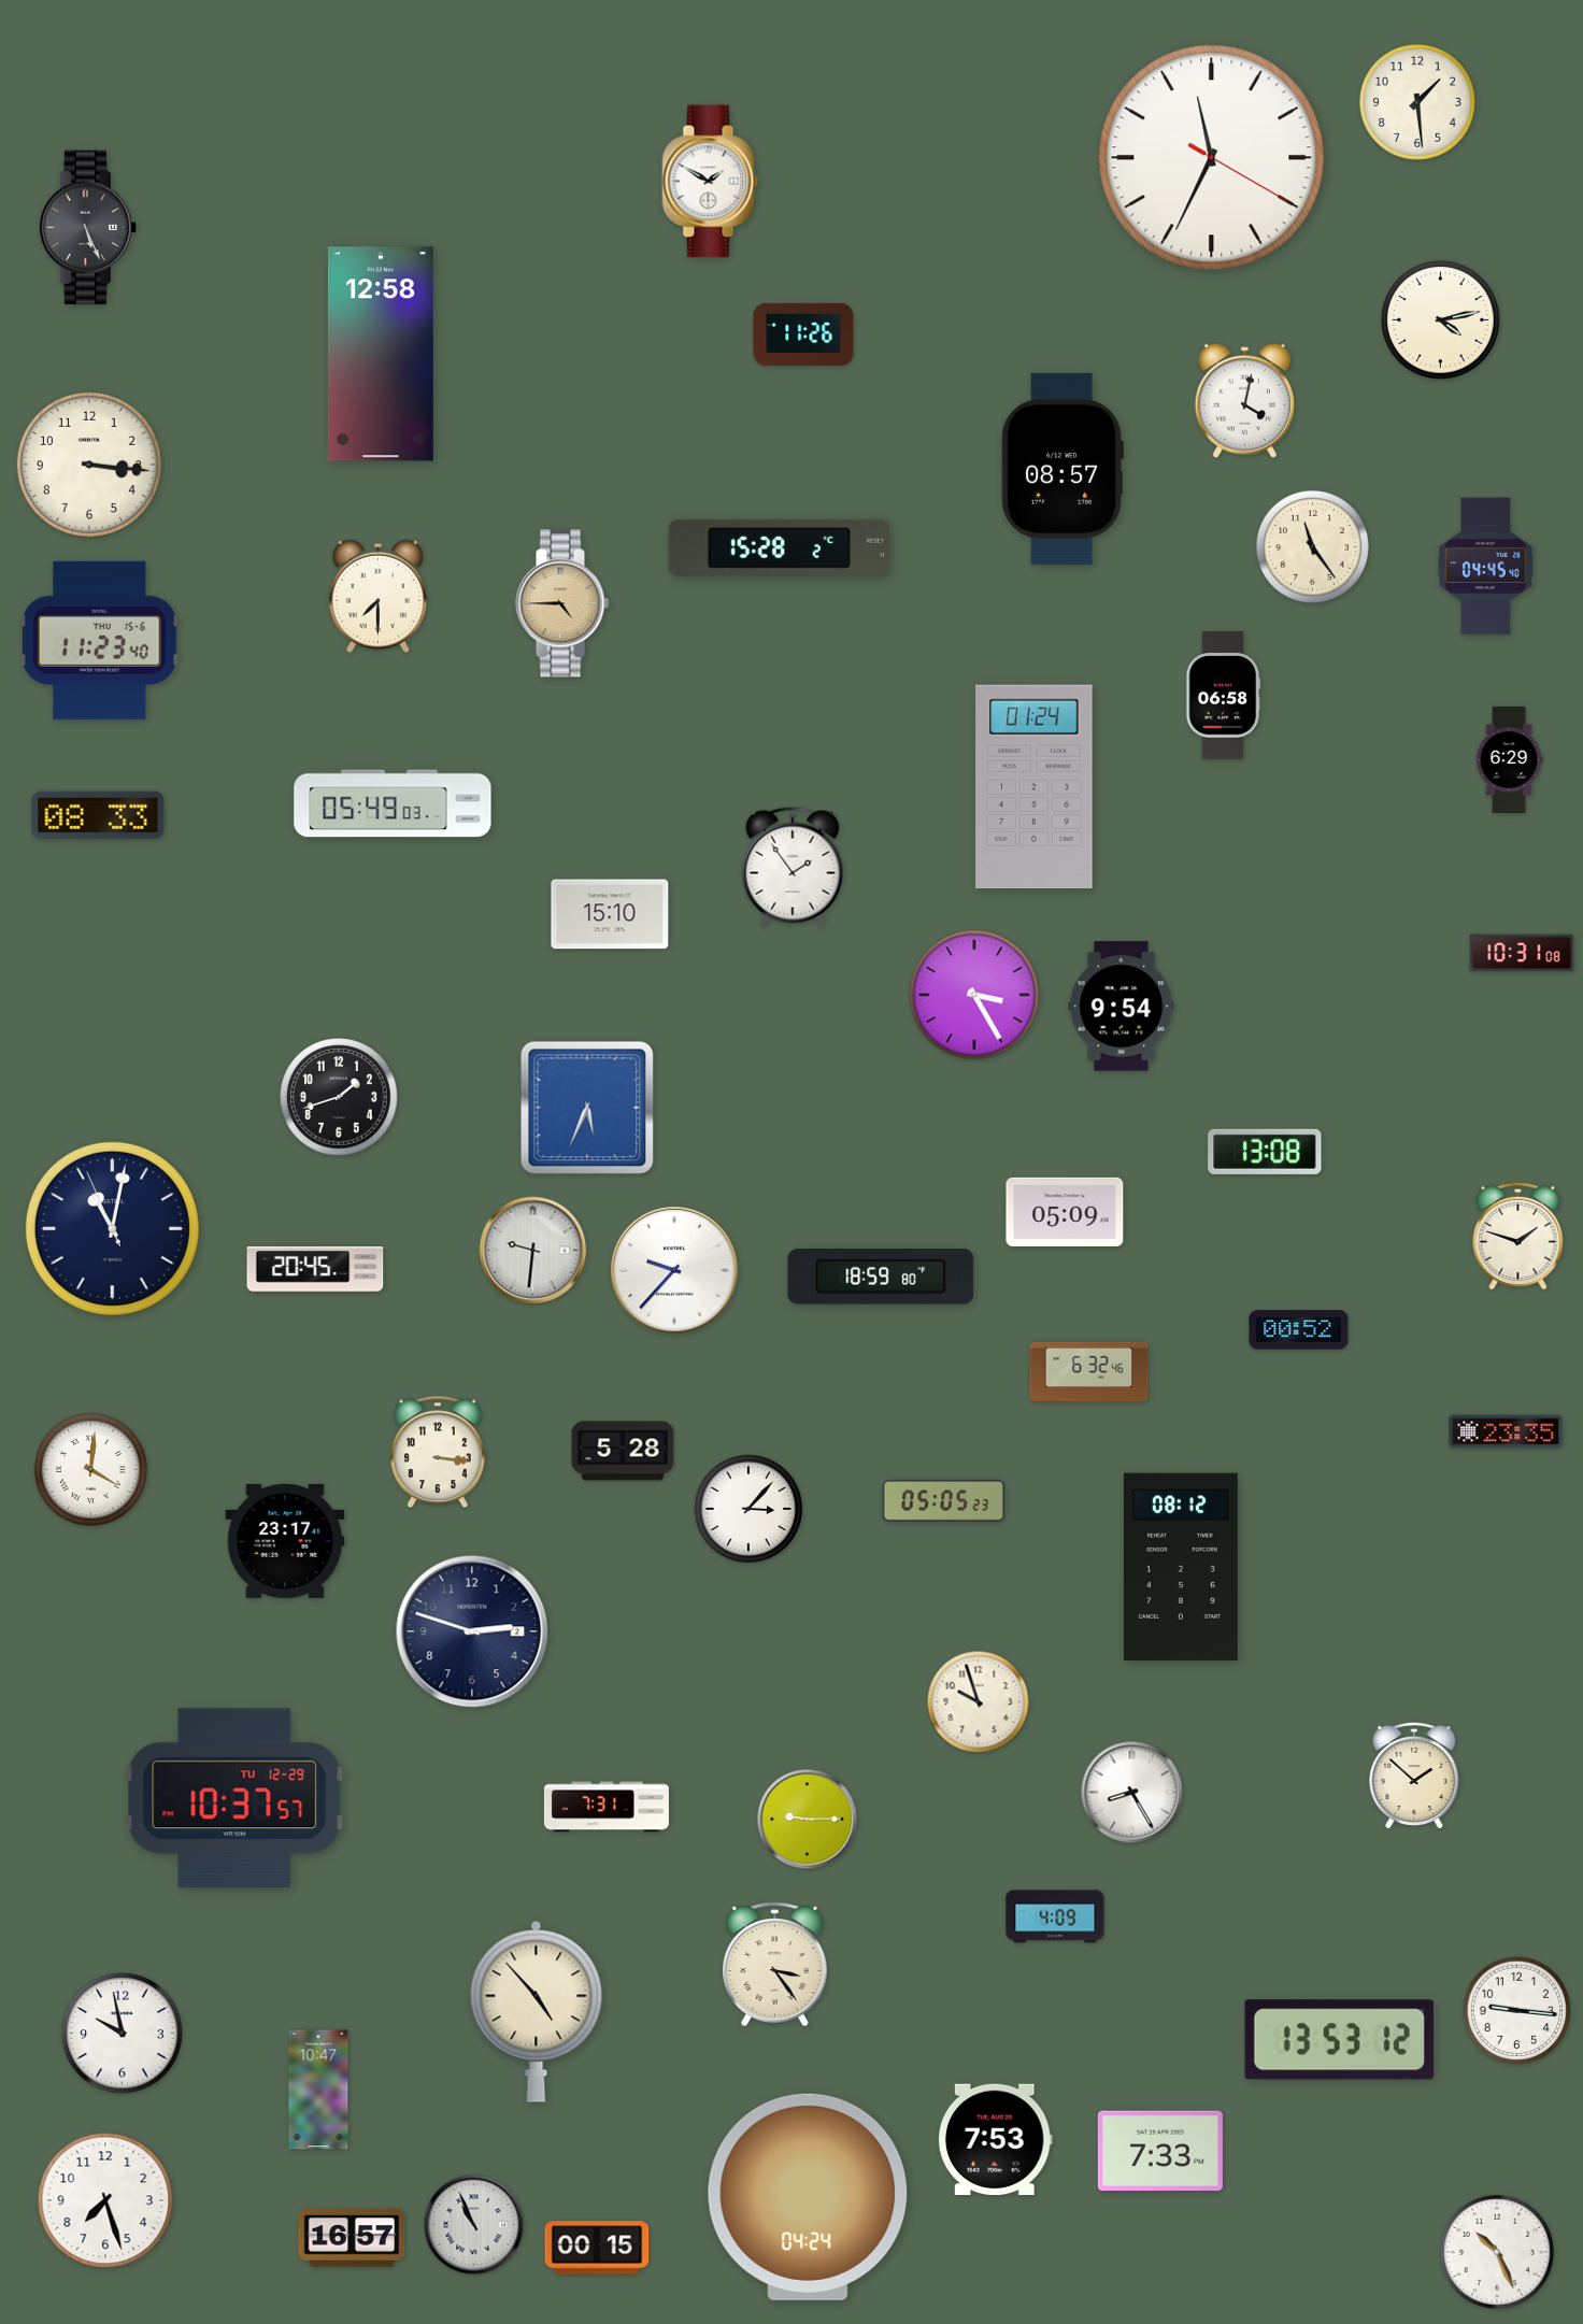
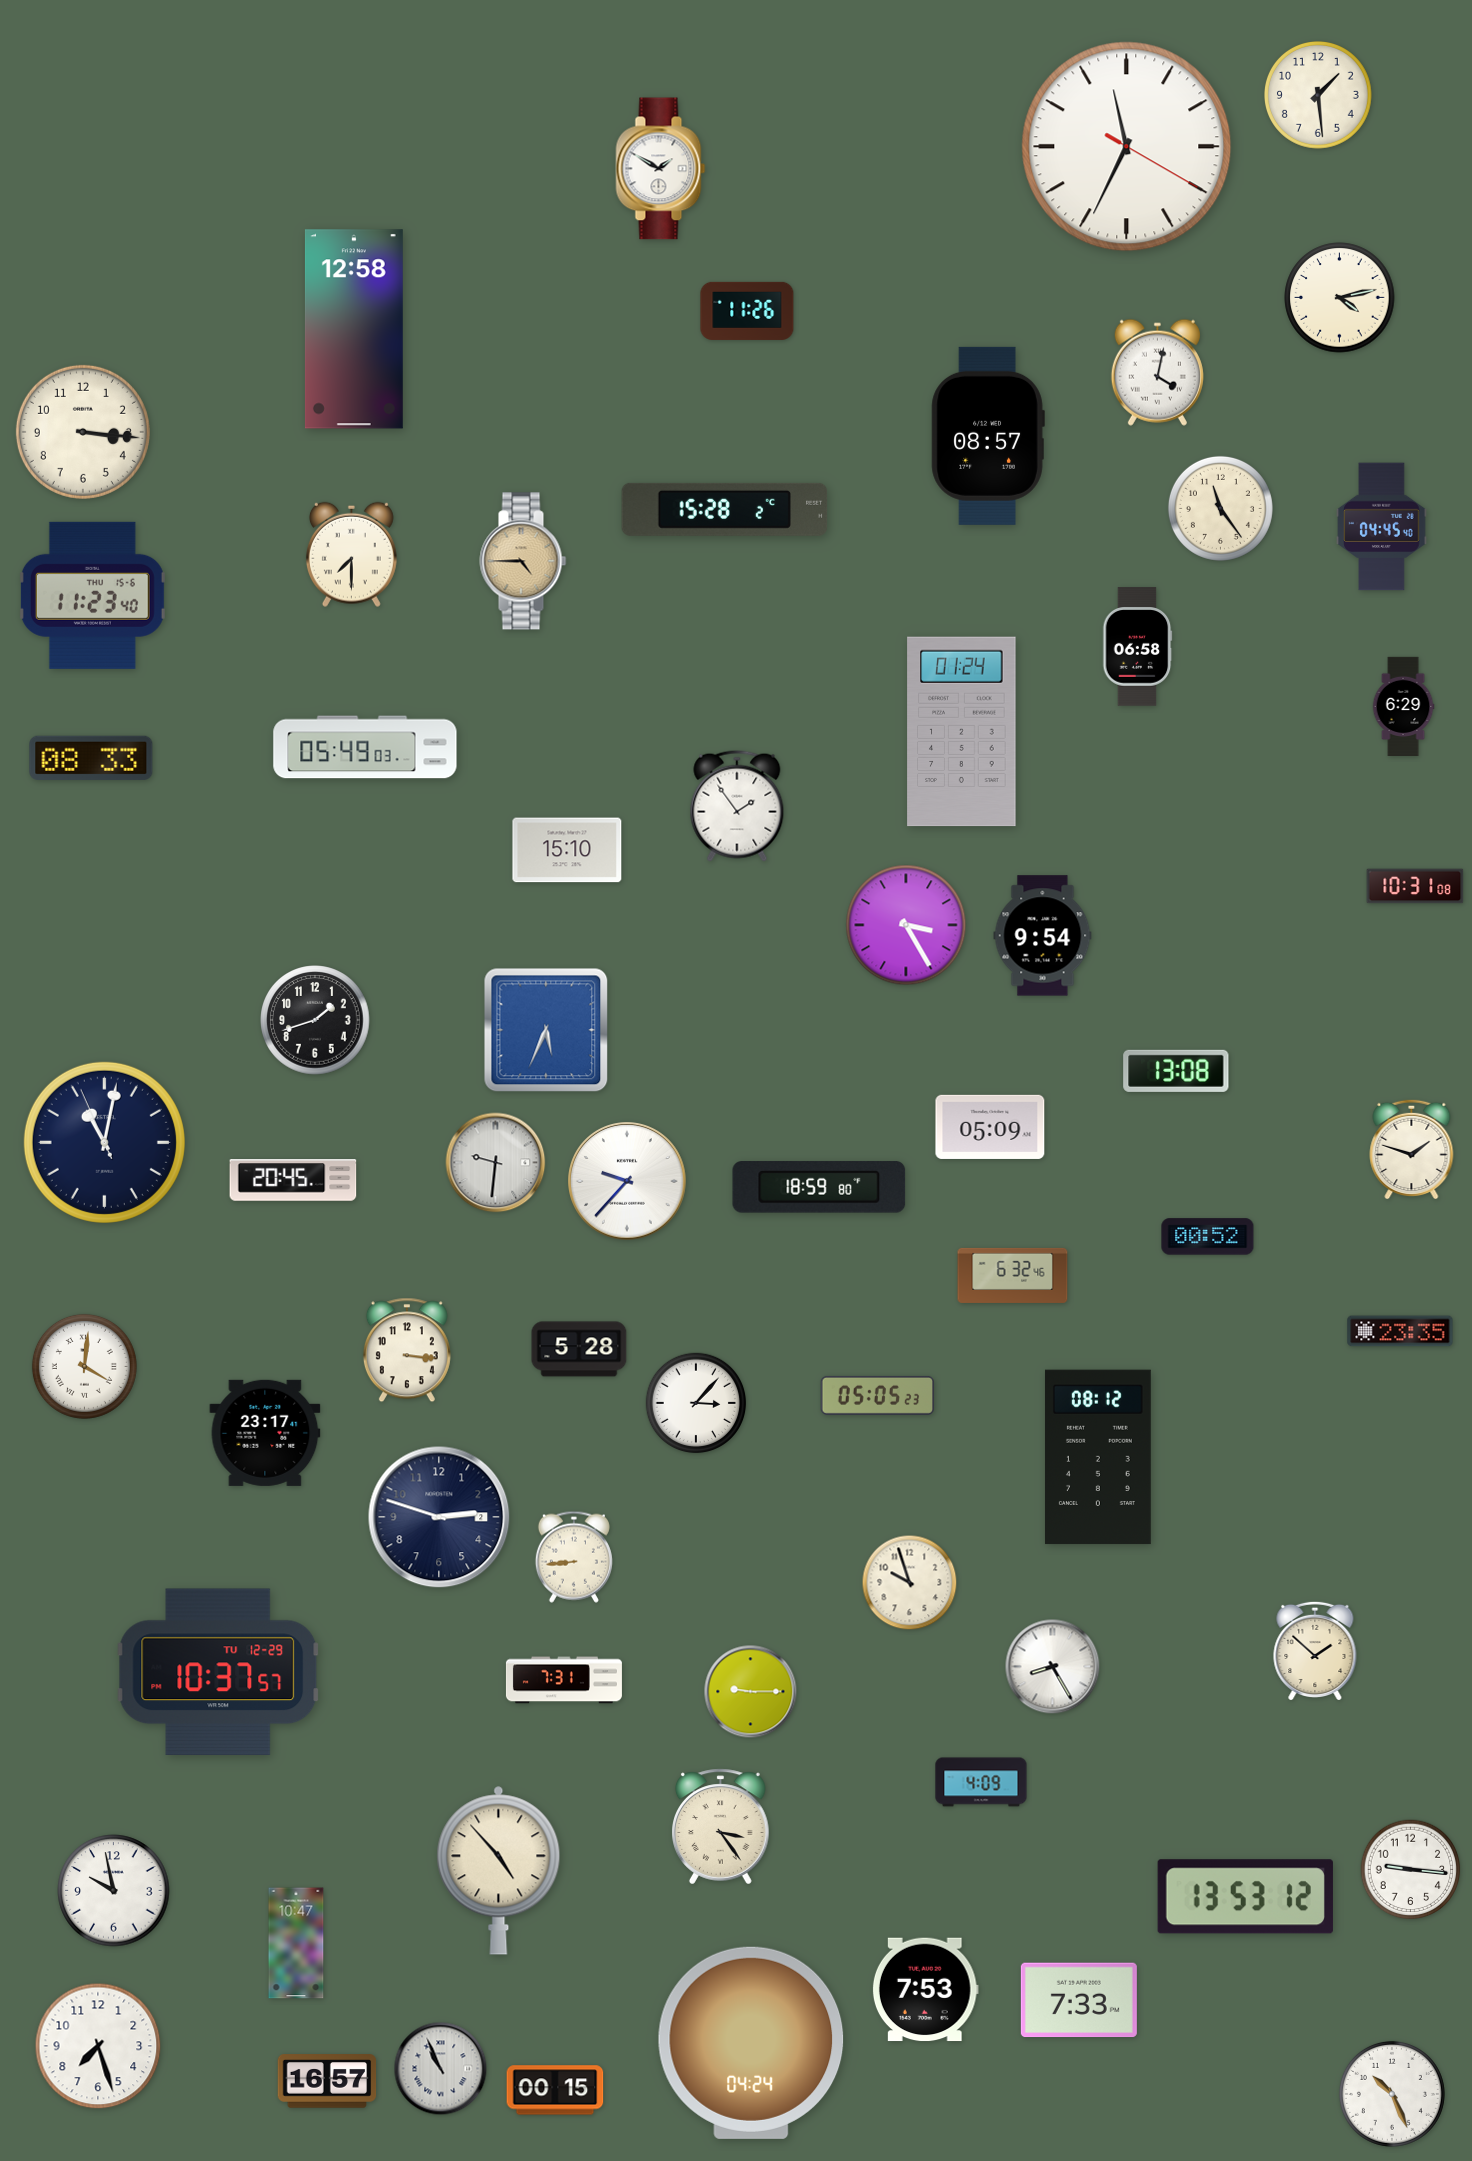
clock at (88, 228): 5:26 -> none
clock at (574, 1557): none -> 8:44
